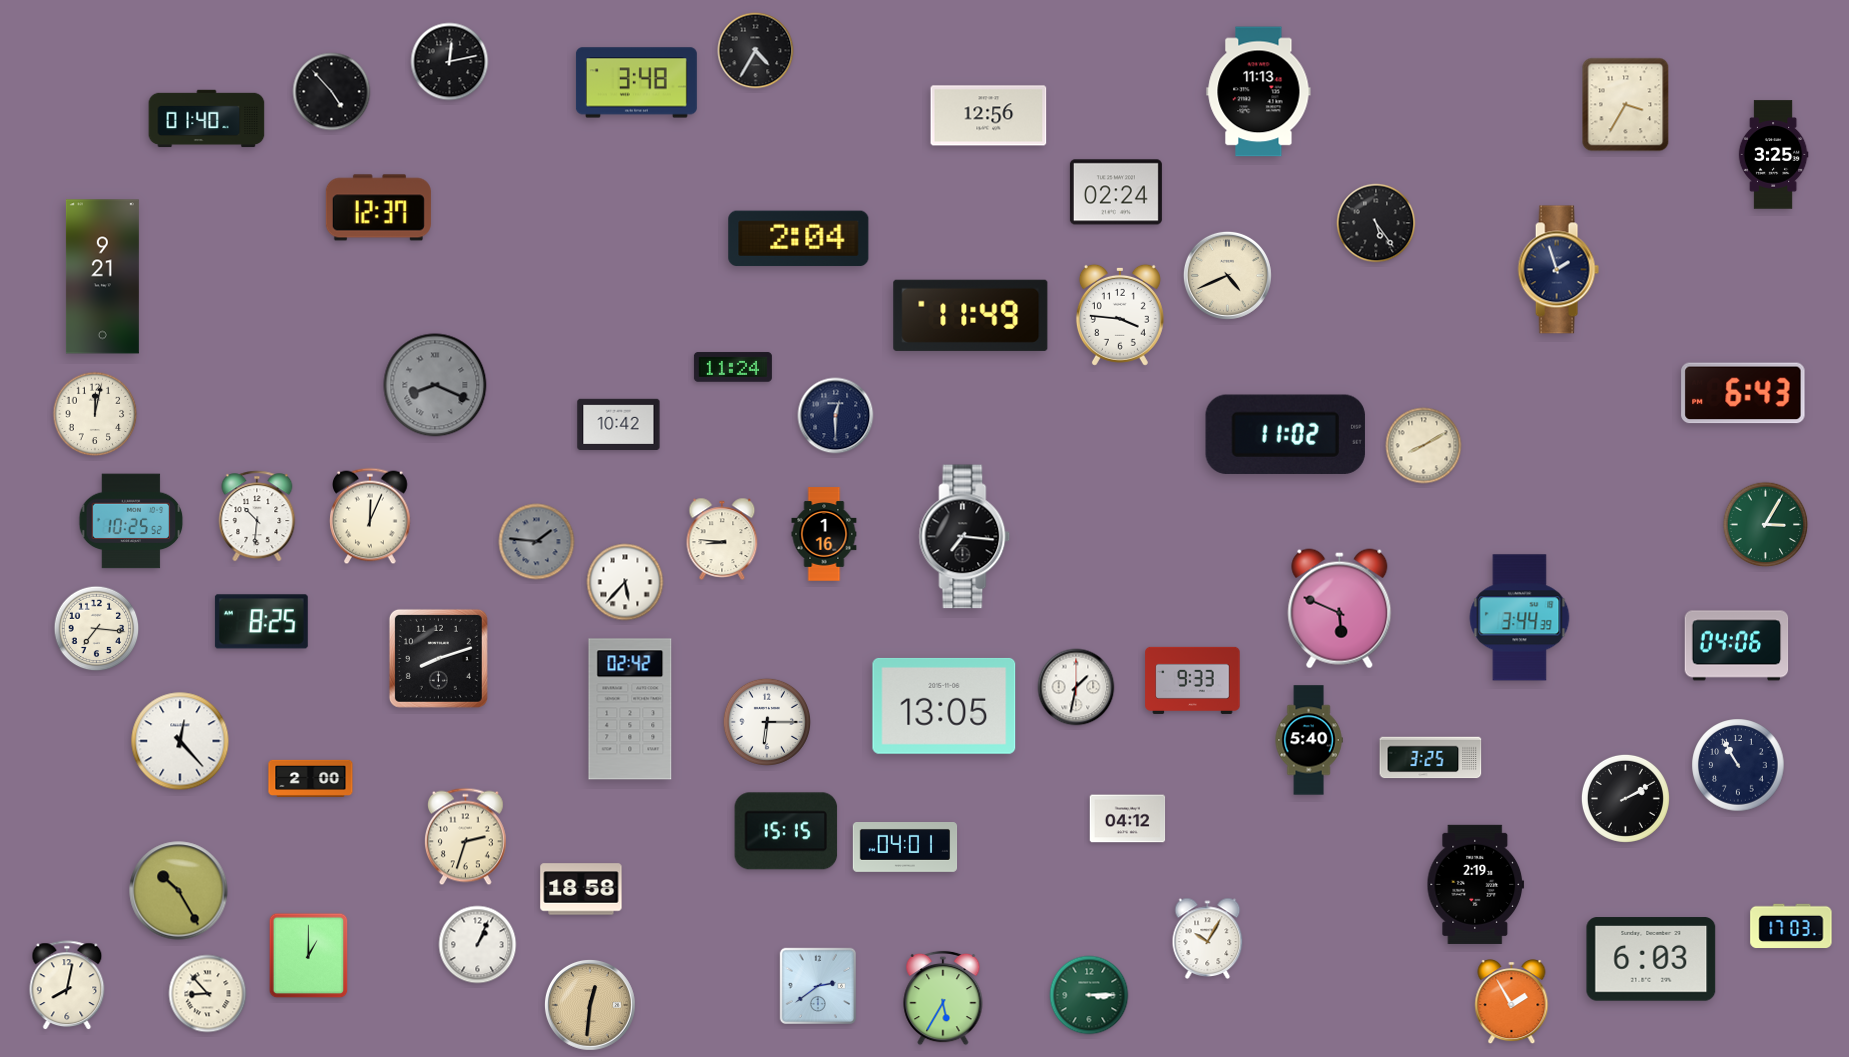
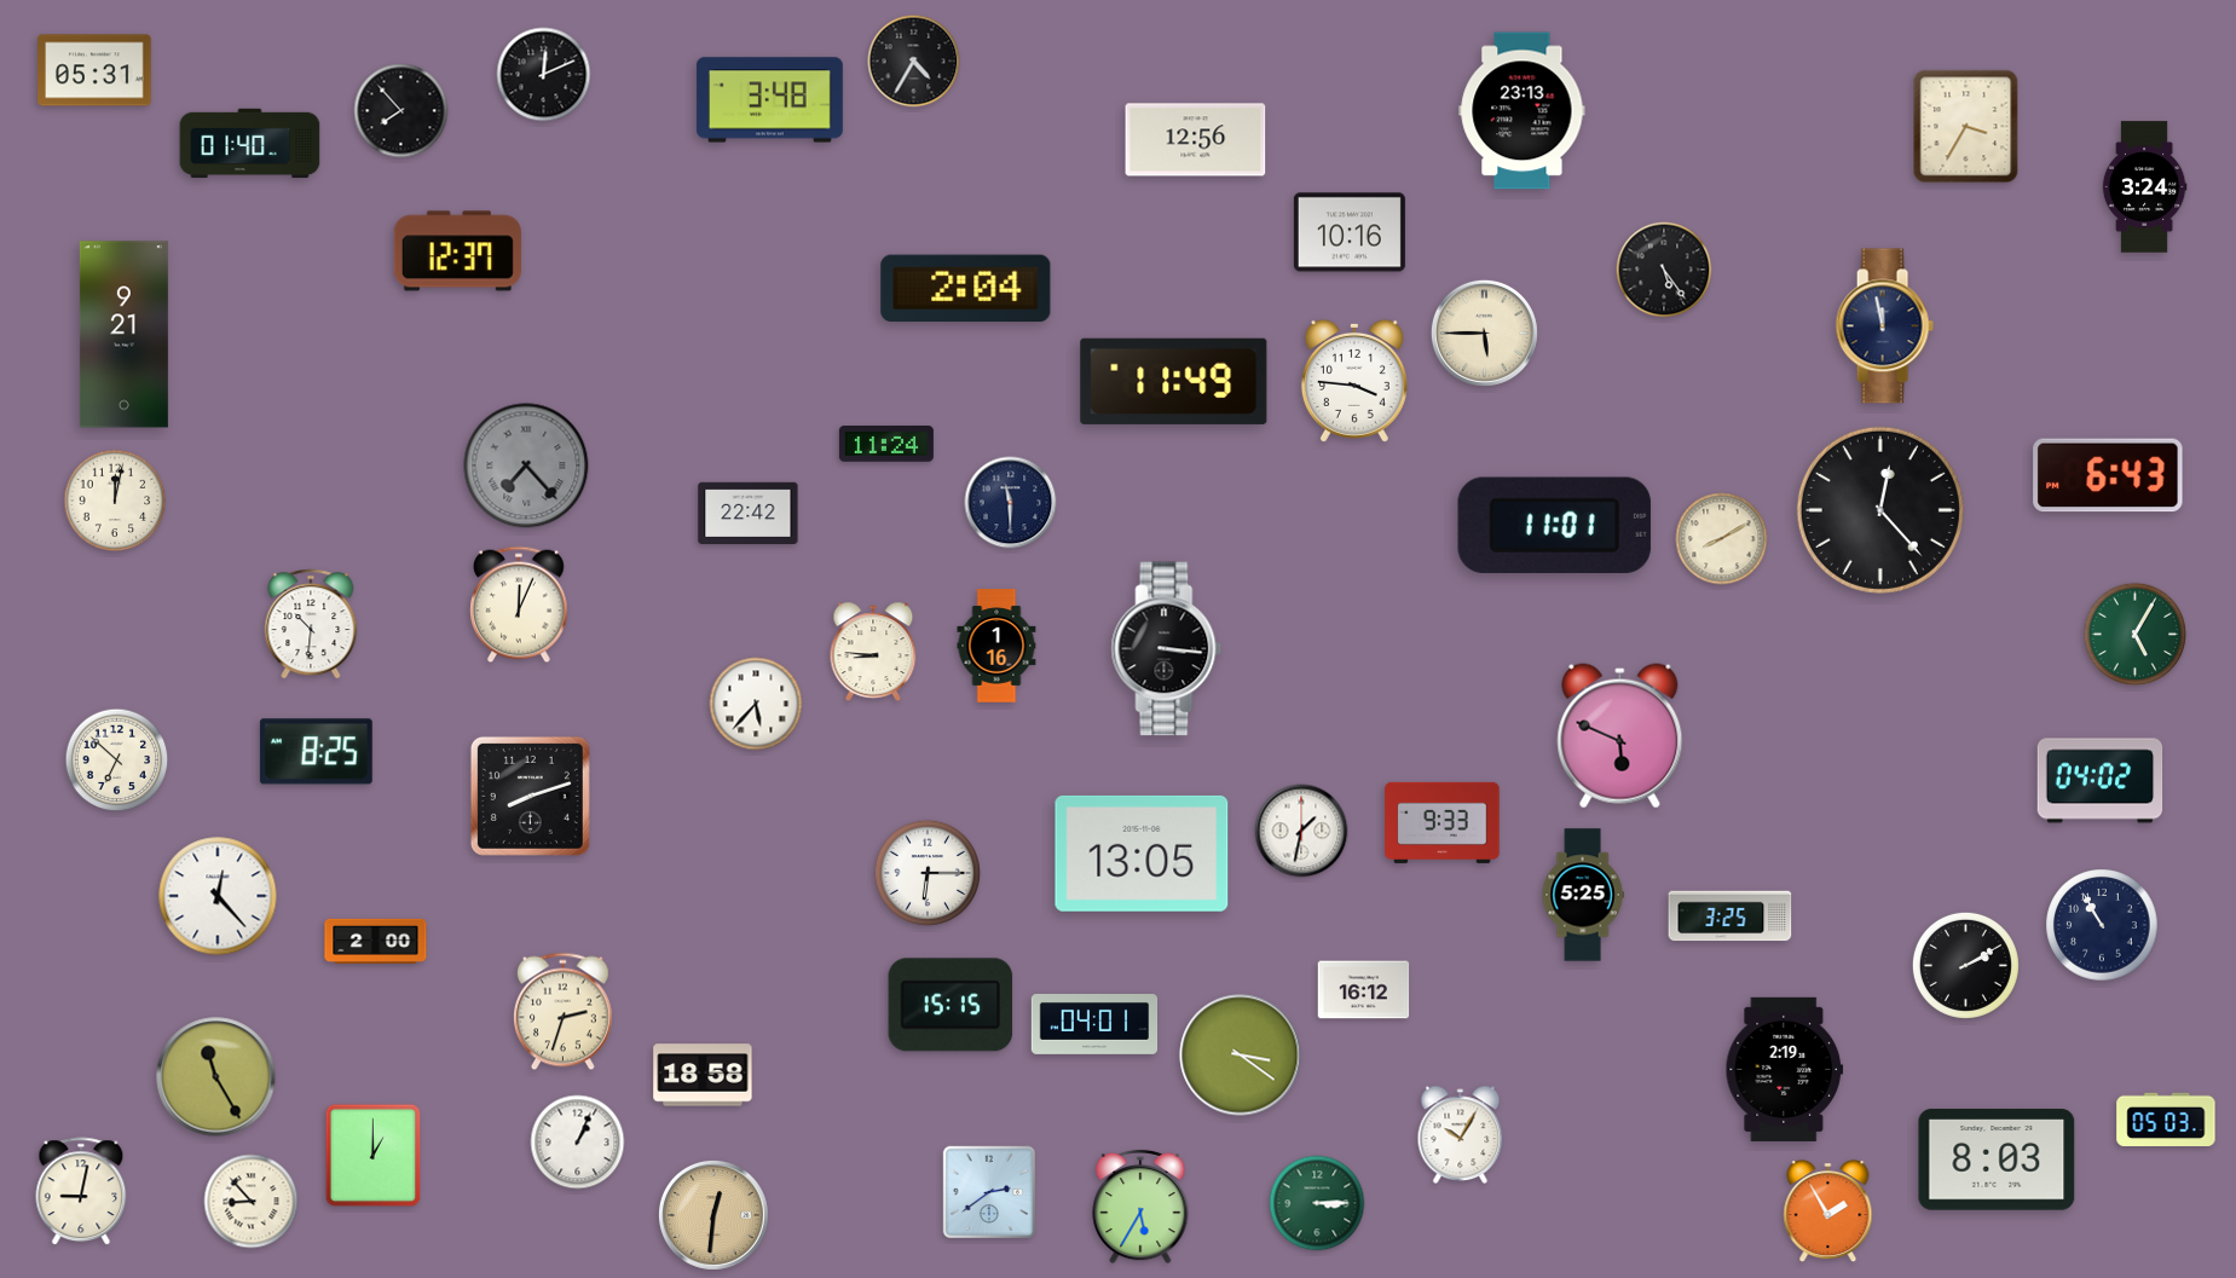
clock at (94, 70): none -> 05:31
clock at (450, 62): 12:13 -> 12:11
clock at (332, 92): 4:53 -> 7:53
clock at (1259, 92): 11:13 -> 23:13
clock at (1773, 155): 3:25 -> 3:24
clock at (1116, 192): 02:24 -> 10:16
clock at (1558, 270): 1:57 -> 11:58
clock at (1227, 275): 4:41 -> 5:45
clock at (435, 385): 8:19 -> 7:23
clock at (836, 416): 12:30 -> 11:30
clock at (1880, 510): none -> 12:23
clock at (619, 424): 10:42 -> 22:42
clock at (1285, 434): 11:02 -> 11:01
clock at (370, 516) position: (370, 516) -> (519, 605)
clock at (131, 521): 10:25 -> none
clock at (1766, 525): 3:05 -> 5:05
clock at (965, 537): 7:16 -> 3:16
clock at (537, 542): 1:46 -> none
clock at (1520, 618): 3:44 -> none
clock at (97, 629): 7:16 -> 6:52
clock at (1737, 646): 04:06 -> 04:02
clock at (630, 709): 02:42 -> none
clock at (1309, 740): 5:40 -> 5:25
clock at (1128, 819): 04:12 -> 16:12
clock at (1241, 1056): none -> 3:21
clock at (179, 891): 10:25 -> 11:25
clock at (1791, 926): 17:03 -> 05:03
clock at (1651, 959): 6:03 -> 8:03
clock at (67, 986): 8:02 -> 9:02
